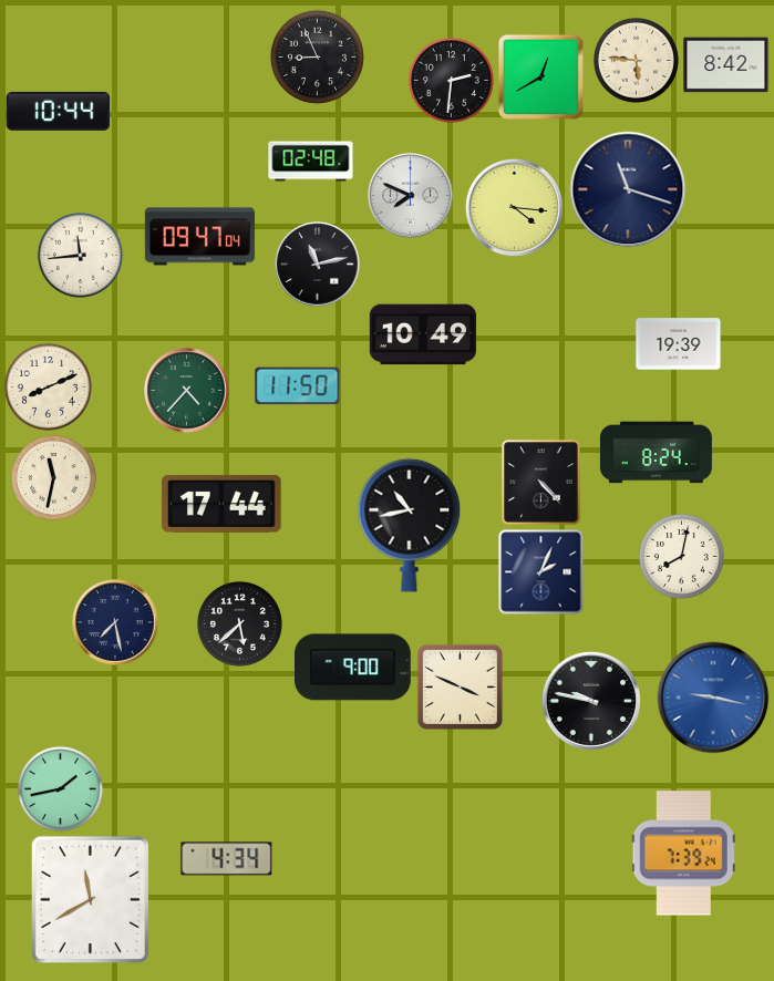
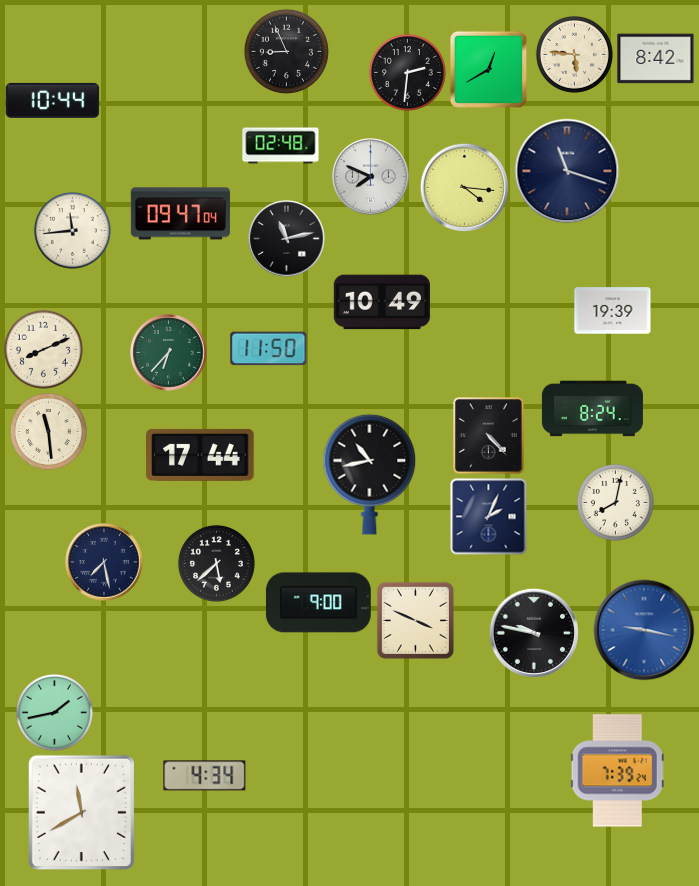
clock at (187, 391): 4:37 -> 6:37
clock at (53, 477): 11:32 -> 11:29
